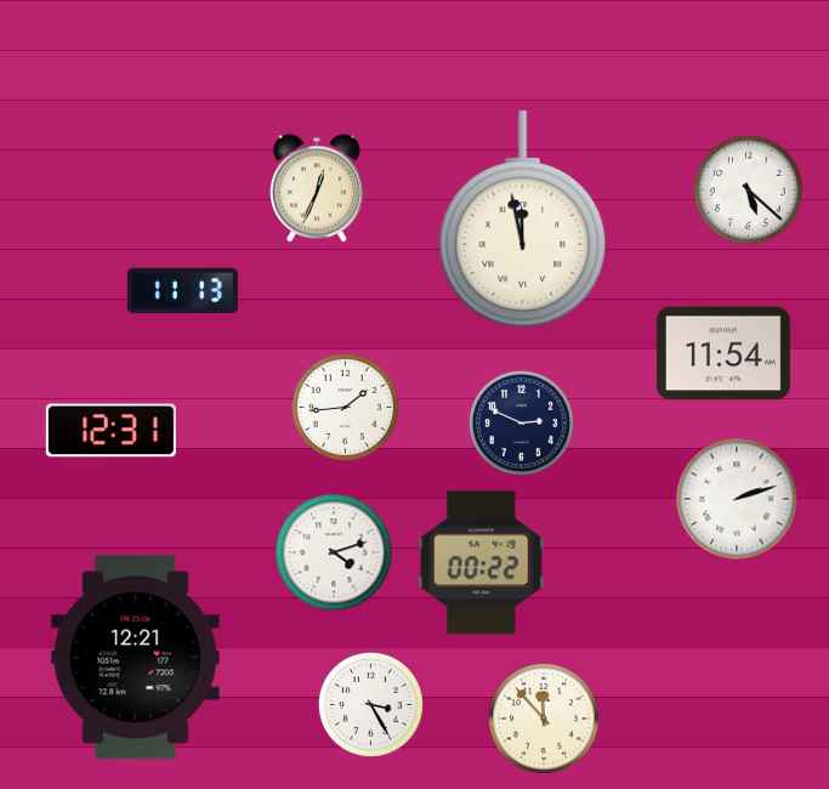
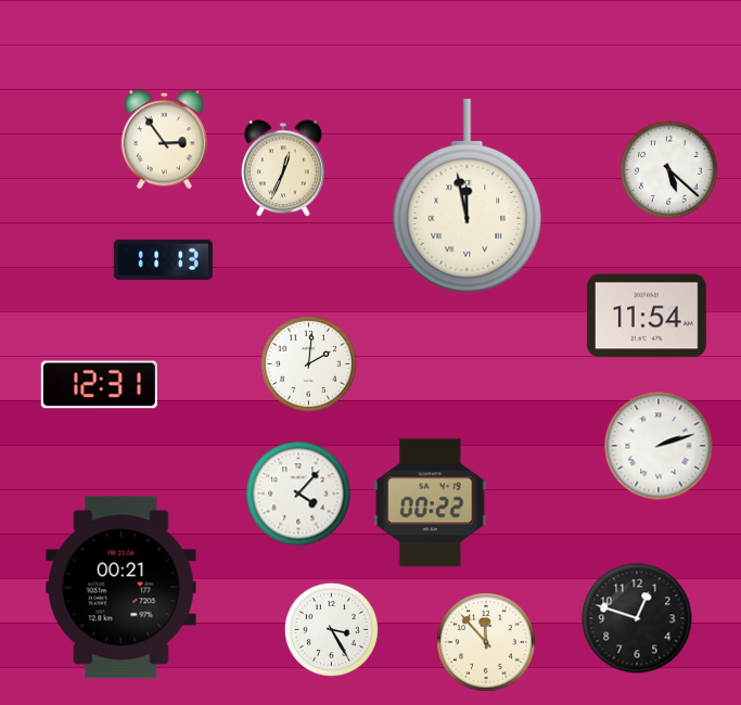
clock at (164, 140): none -> 2:54
clock at (345, 407): 1:44 -> 2:01
clock at (521, 422): 2:49 -> none
clock at (334, 552): 4:12 -> 4:07
clock at (136, 658): 12:21 -> 00:21
clock at (637, 618): none -> 12:48
